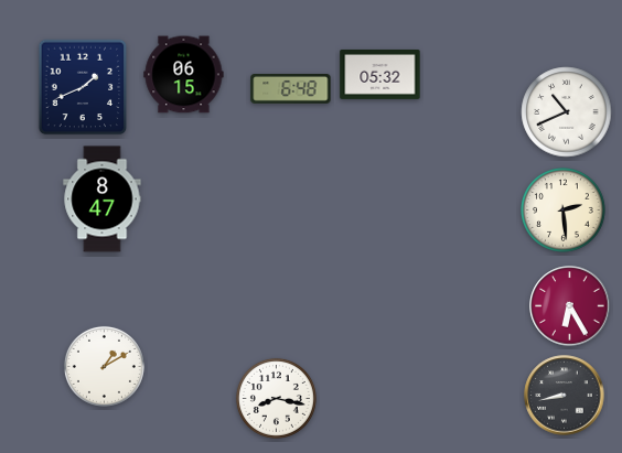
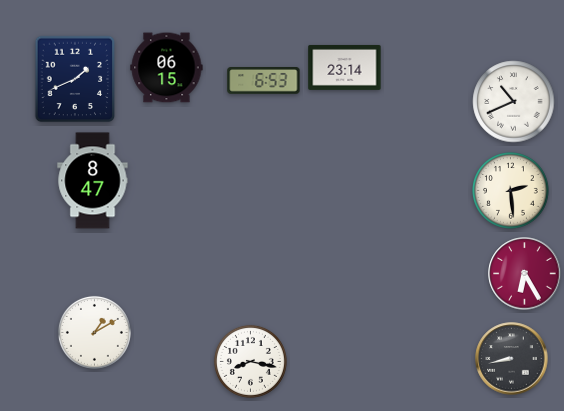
clock at (380, 74): 05:32 -> 23:14
clock at (291, 89): 6:48 -> 6:53
clock at (570, 306) position: (570, 306) -> (525, 274)
